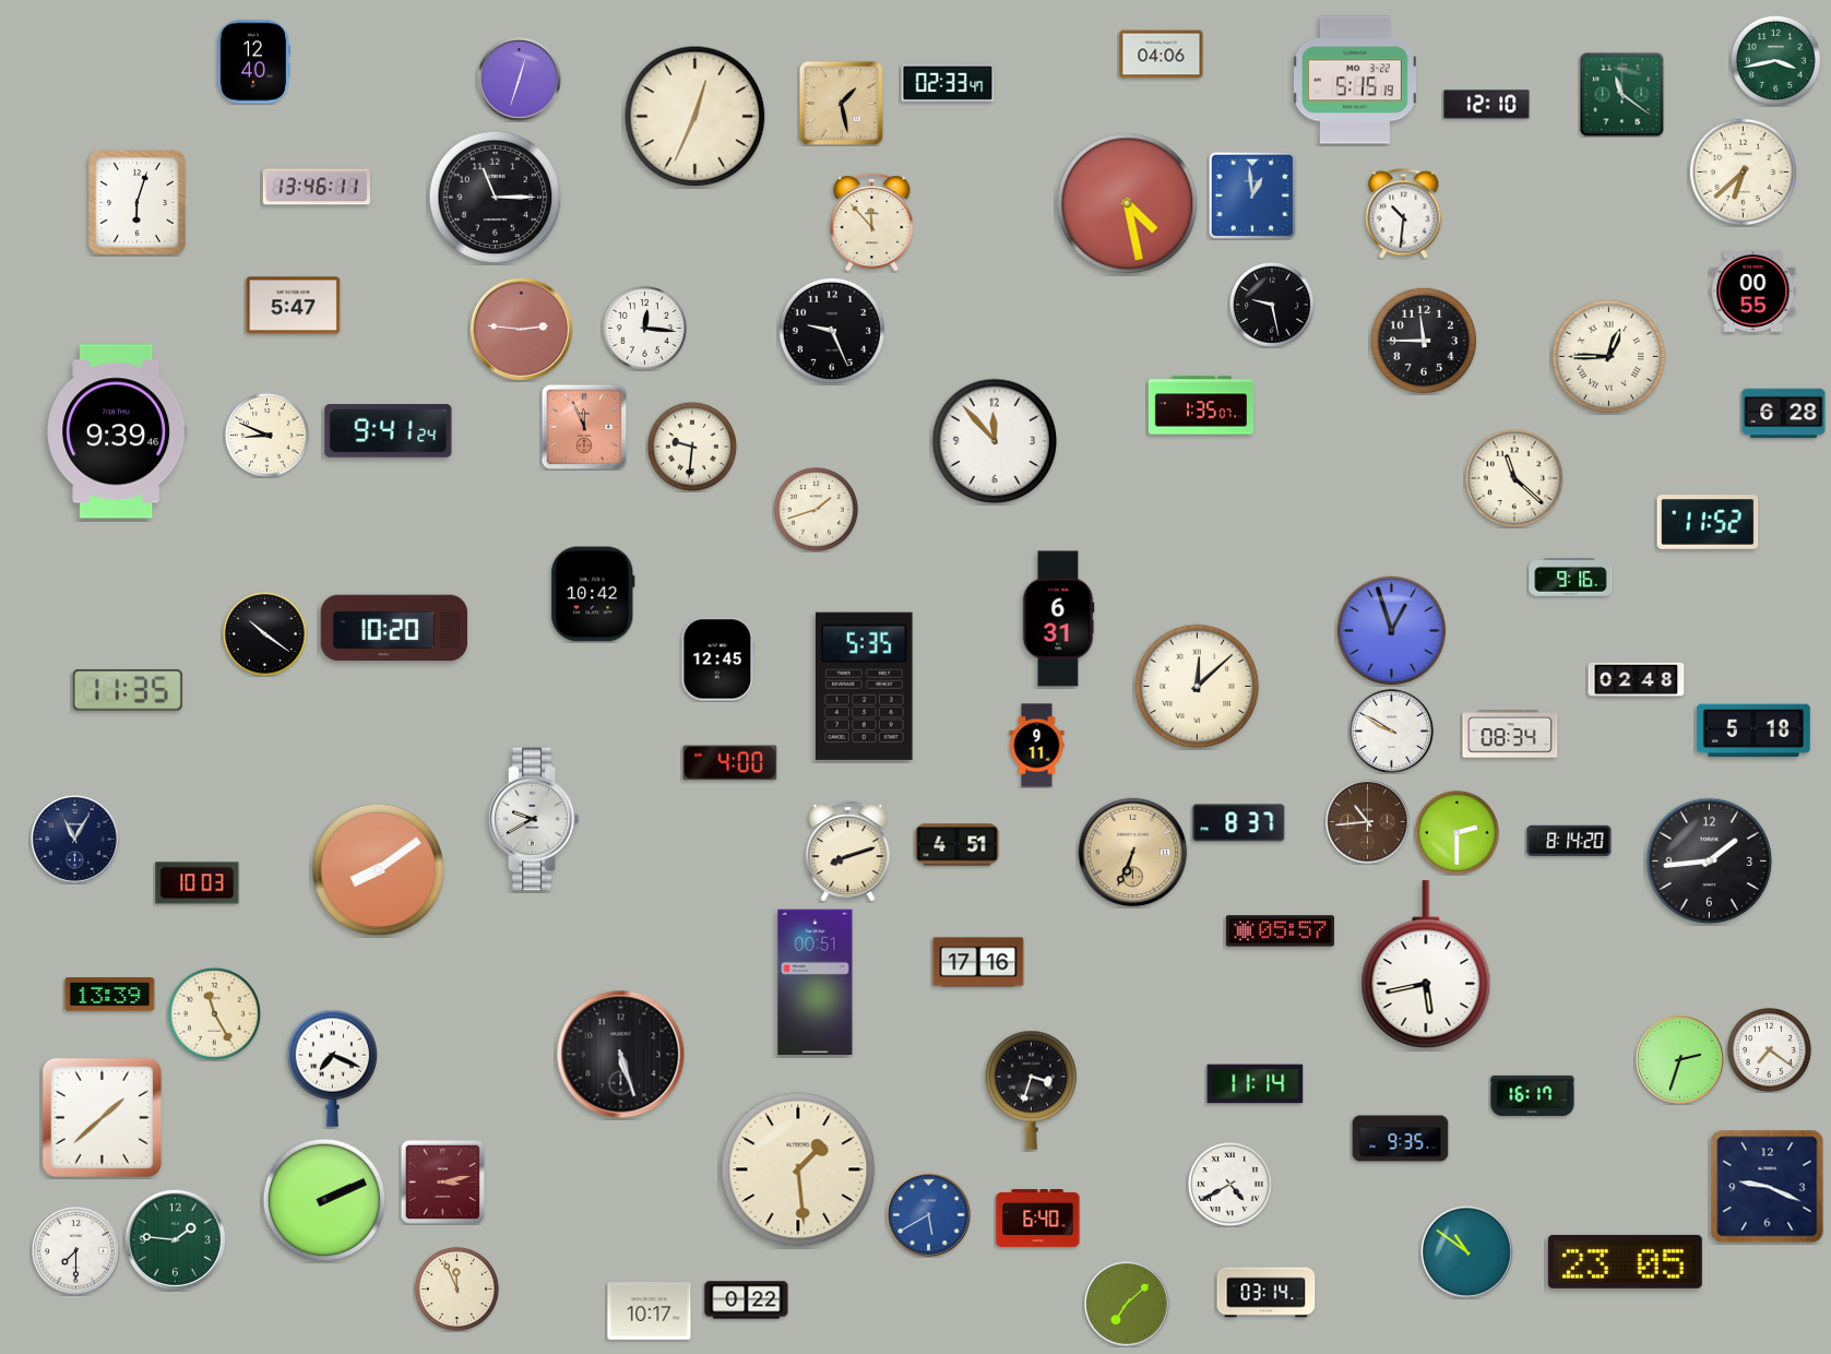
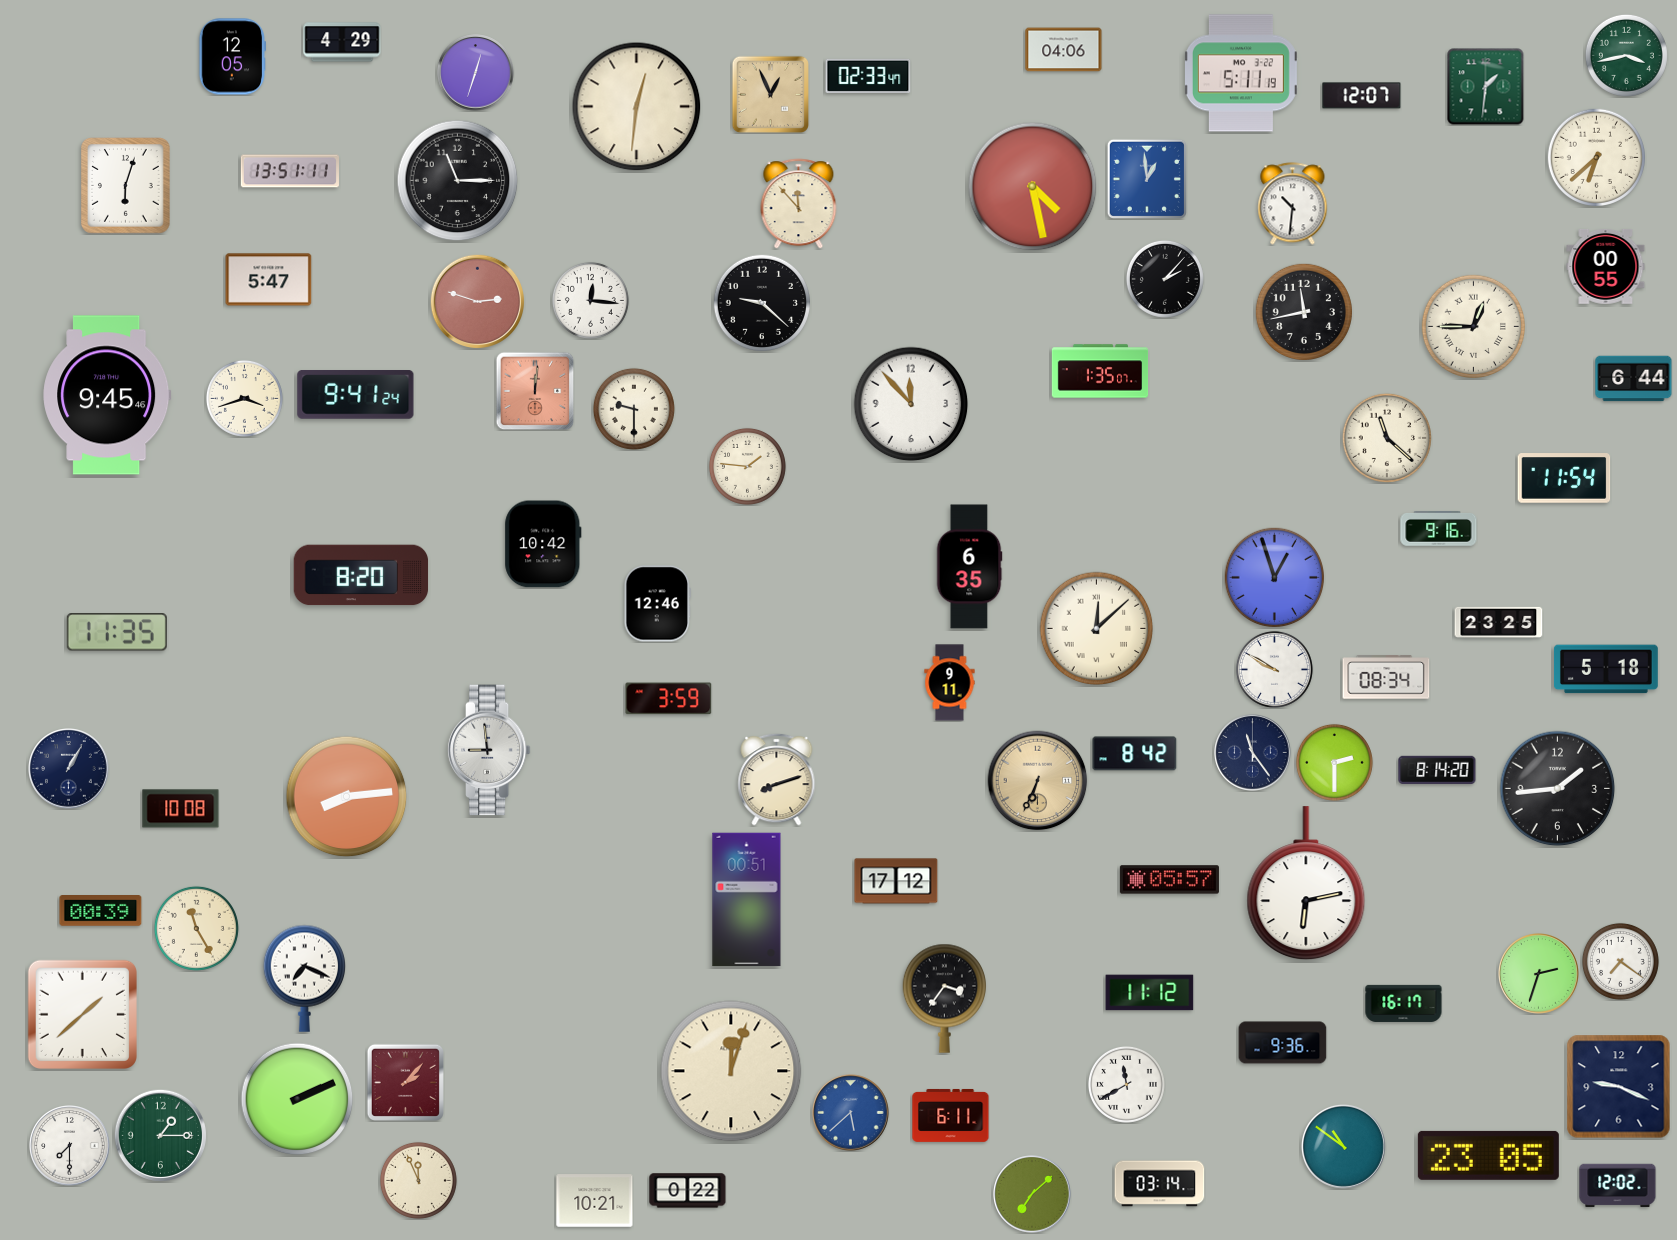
clock at (342, 42): none -> 4:29
clock at (254, 62): 12:40 -> 12:05
clock at (1355, 80): 5:15 -> 5:11
clock at (1622, 95): 11:21 -> 1:31
clock at (841, 103): 1:28 -> 12:56
clock at (1487, 105): 12:10 -> 12:07
clock at (695, 117): 12:34 -> 12:31
clock at (317, 187): 13:46 -> 13:51
clock at (496, 198) position: (496, 198) -> (458, 181)
clock at (1404, 214) position: (1404, 214) -> (1293, 204)
clock at (1272, 305): 9:28 -> 2:07
clock at (521, 329): 2:46 -> 2:48
clock at (831, 330): 9:26 -> 9:22
clock at (1423, 340): 11:45 -> 11:43
clock at (1784, 414): 6:28 -> 6:44
clock at (584, 427): 11:56 -> 12:01
clock at (117, 431): 9:39 -> 9:45
clock at (266, 435): 8:49 -> 3:42
clock at (692, 447): 9:31 -> 9:30
clock at (816, 509): 1:42 -> 1:46
clock at (1708, 522): 11:52 -> 11:54
clock at (1058, 619): 6:31 -> 6:35
clock at (394, 628): 10:20 -> 8:20
clock at (264, 633): 10:21 -> none
clock at (718, 660): 12:45 -> 12:46
clock at (1637, 679): 02:48 -> 23:25
clock at (864, 686): 5:35 -> none
clock at (1510, 734) position: (1510, 734) -> (1386, 677)
clock at (730, 763): 4:00 -> 3:59
clock at (534, 819): 9:40 -> 8:59
clock at (1368, 822): 10:44 -> 11:24
clock at (1368, 822) dial: brown -> navy
clock at (1239, 823): 8:37 -> 8:42
clock at (75, 840): 11:05 -> 1:05
clock at (958, 845): 4:51 -> none
clock at (1710, 862) position: (1710, 862) -> (1558, 789)
clock at (379, 870): 8:09 -> 8:14
clock at (198, 883): 10:03 -> 10:08
clock at (1280, 931) position: (1280, 931) -> (1169, 880)
clock at (978, 962): 17:16 -> 17:12
clock at (1426, 965): 5:43 -> 6:13
clock at (110, 995): 13:39 -> 00:39
clock at (621, 1055): 5:27 -> none
clock at (1680, 1060) position: (1680, 1060) -> (1539, 974)
clock at (1256, 1084): 11:14 -> 11:12
clock at (1032, 1090): 3:33 -> 3:36
clock at (102, 1117) position: (102, 1117) -> (82, 1014)
clock at (1401, 1139): 9:35 -> 9:36
clock at (798, 1169): 1:29 -> 12:03
clock at (442, 1181): 3:13 -> 2:07
clock at (1229, 1184): 4:40 -> 11:40
clock at (929, 1215): 5:40 -> 5:38
clock at (1038, 1218): 6:40 -> 6:11
clock at (175, 1239): 1:46 -> 1:15
clock at (1618, 1186): none -> 12:02
clock at (747, 1300) position: (747, 1300) -> (688, 1191)
clock at (650, 1311): 10:17 -> 10:21
